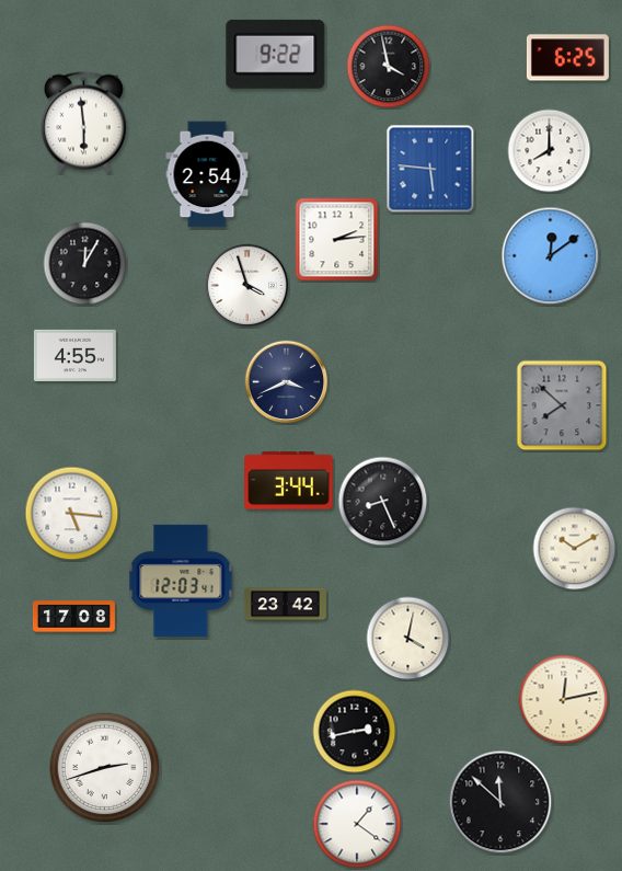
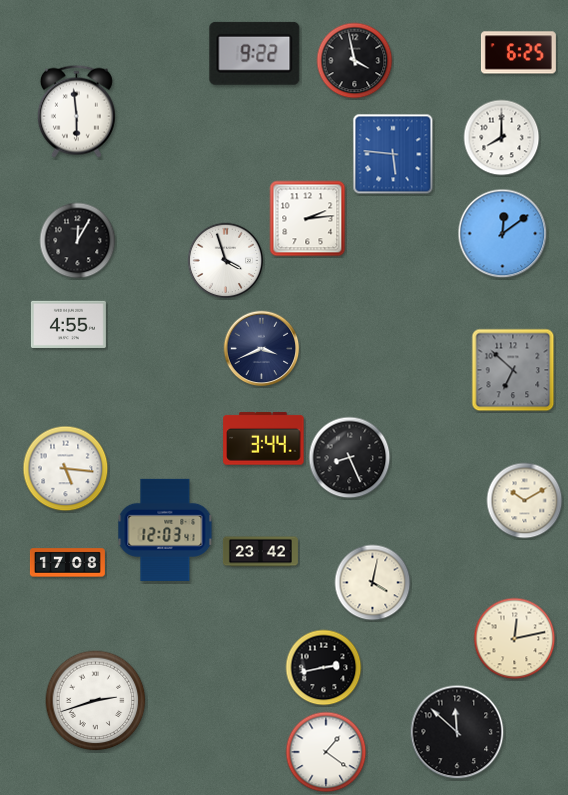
clock at (276, 54) position: (276, 54) -> (255, 53)
clock at (207, 174): 2:54 -> none
clock at (562, 405): 7:52 -> 6:52
